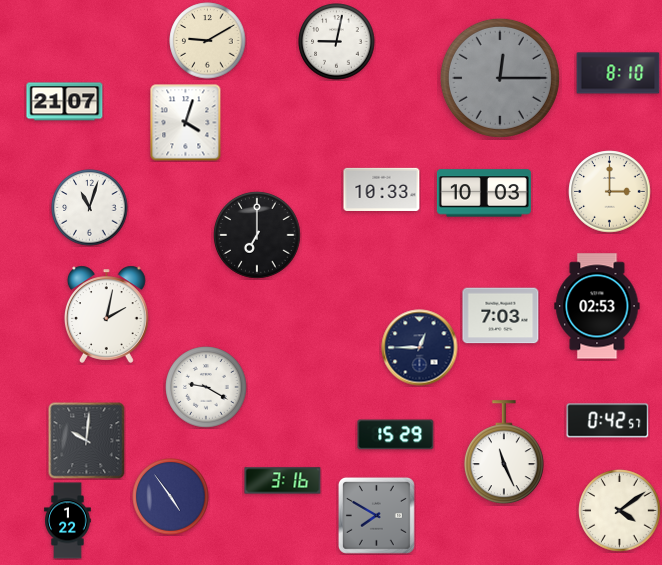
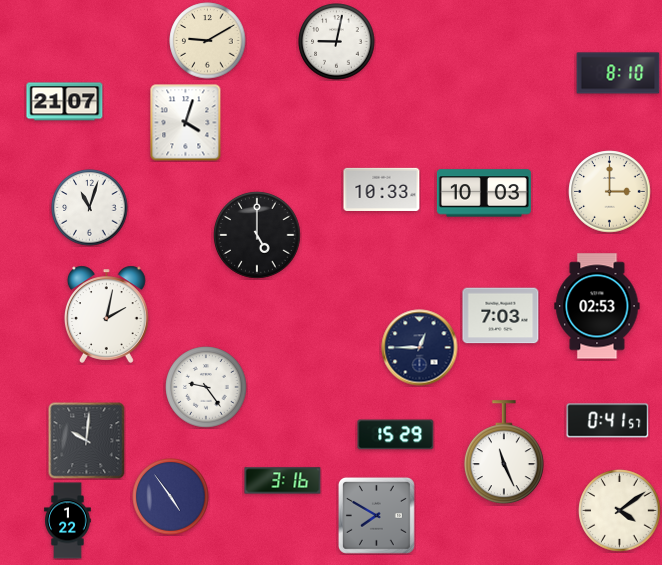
clock at (500, 78): 12:15 -> none
clock at (257, 235): 7:00 -> 5:00
clock at (206, 387): 9:20 -> 9:24
clock at (608, 421): 0:42 -> 0:41
